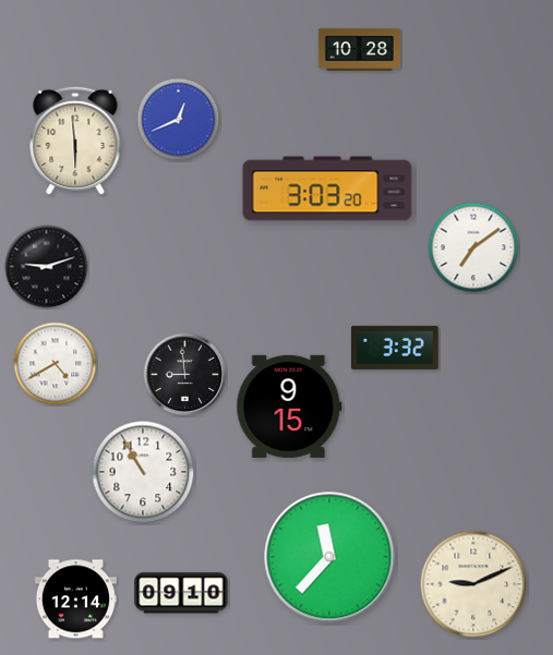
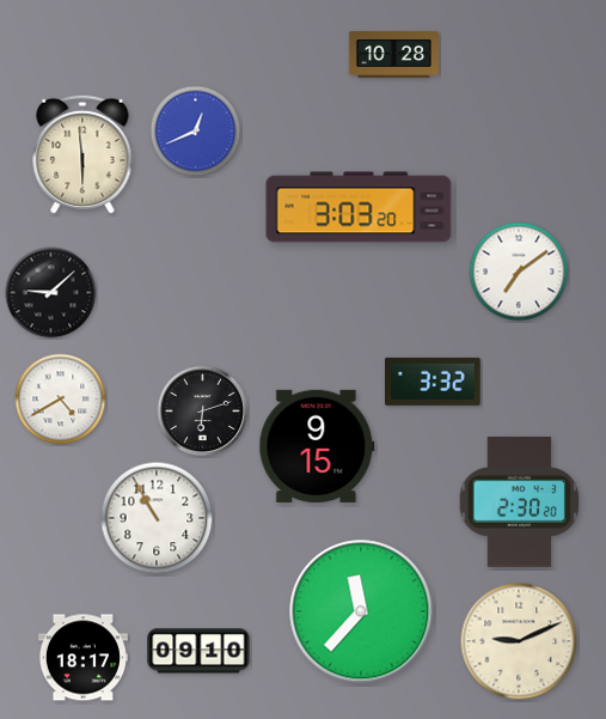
clock at (47, 267): 9:12 -> 9:08
clock at (185, 375): 8:59 -> 6:12
clock at (520, 501): none -> 2:30
clock at (75, 599): 12:14 -> 18:17
